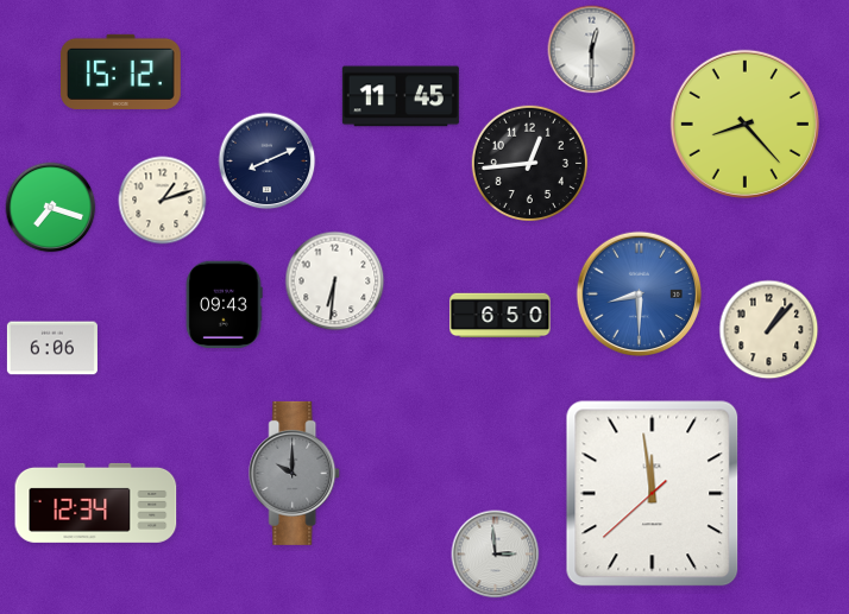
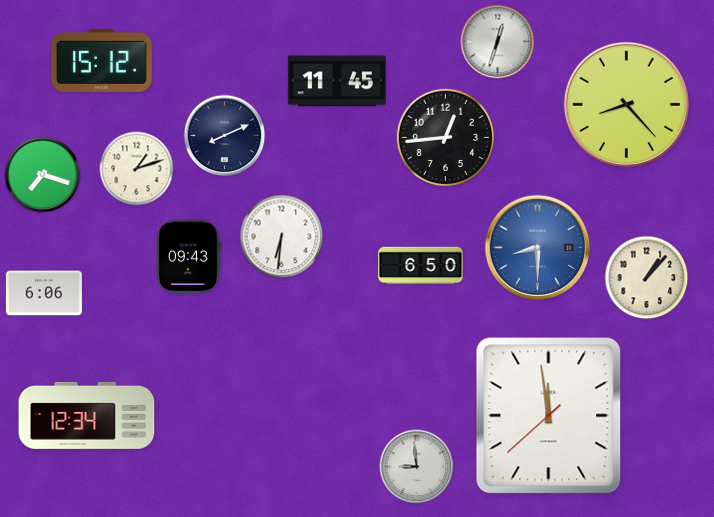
clock at (592, 50): 12:30 -> 12:33
clock at (295, 473): 10:00 -> none
clock at (96, 502) position: (96, 502) -> (87, 415)
clock at (496, 555): 2:59 -> 8:59
